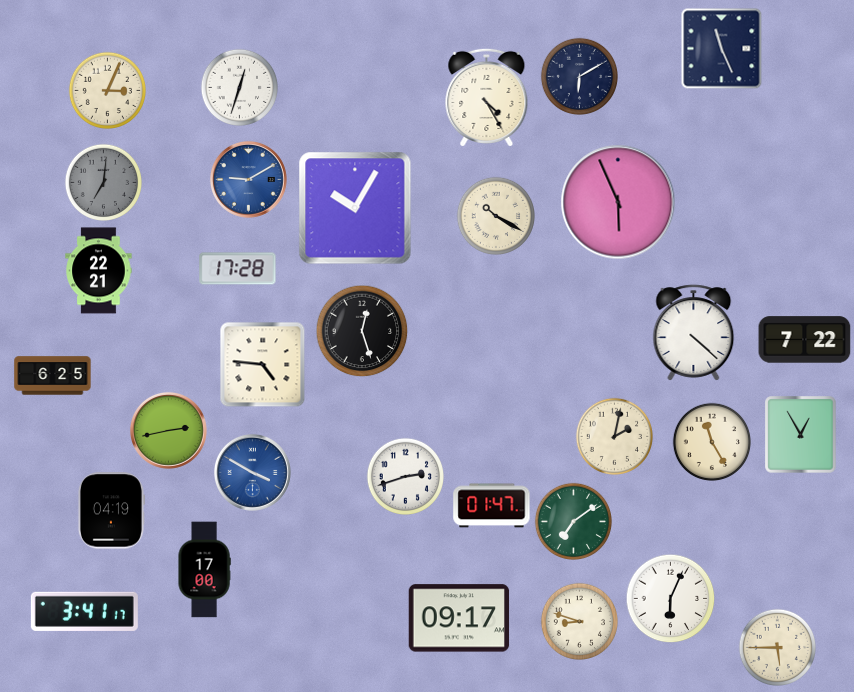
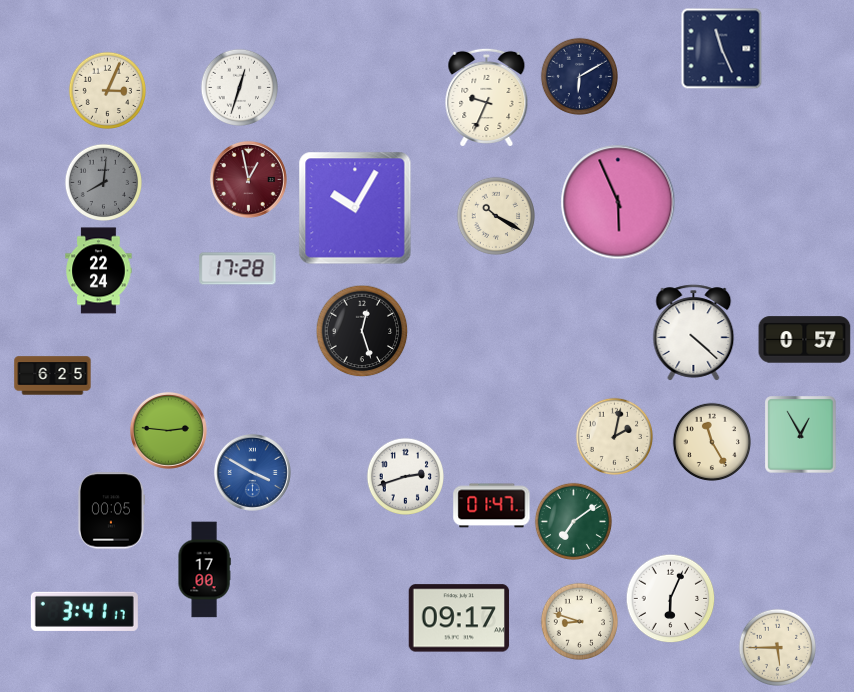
clock at (487, 97): 4:25 -> 9:34
clock at (248, 179): 9:10 -> 12:58
clock at (248, 179) dial: blue -> burgundy
clock at (103, 182): 7:01 -> 8:01
clock at (99, 271): 22:21 -> 22:24
clock at (805, 340): 7:22 -> 0:57
clock at (263, 365): 4:46 -> none
clock at (168, 430): 2:43 -> 2:46
clock at (111, 511): 04:19 -> 00:05
